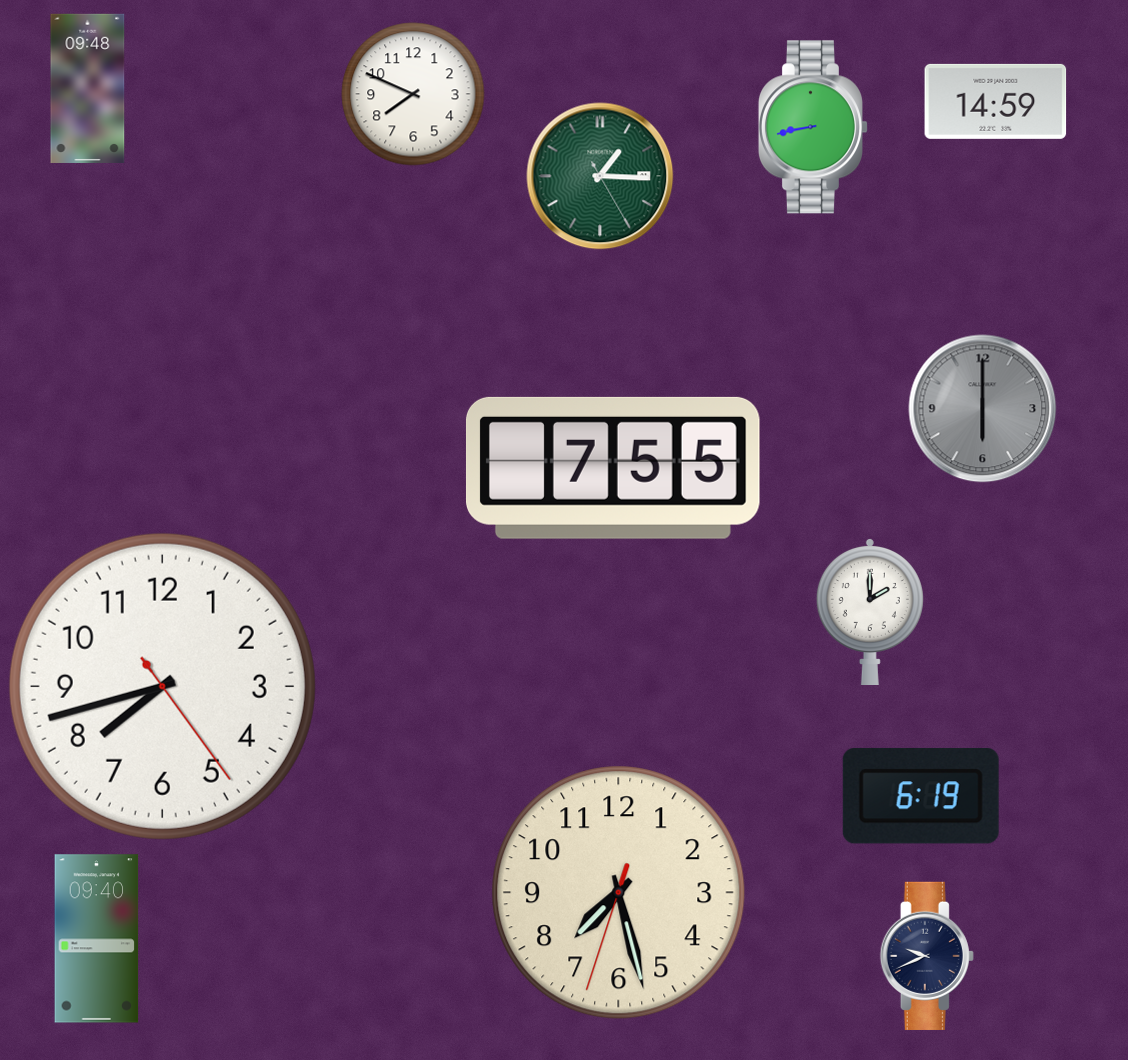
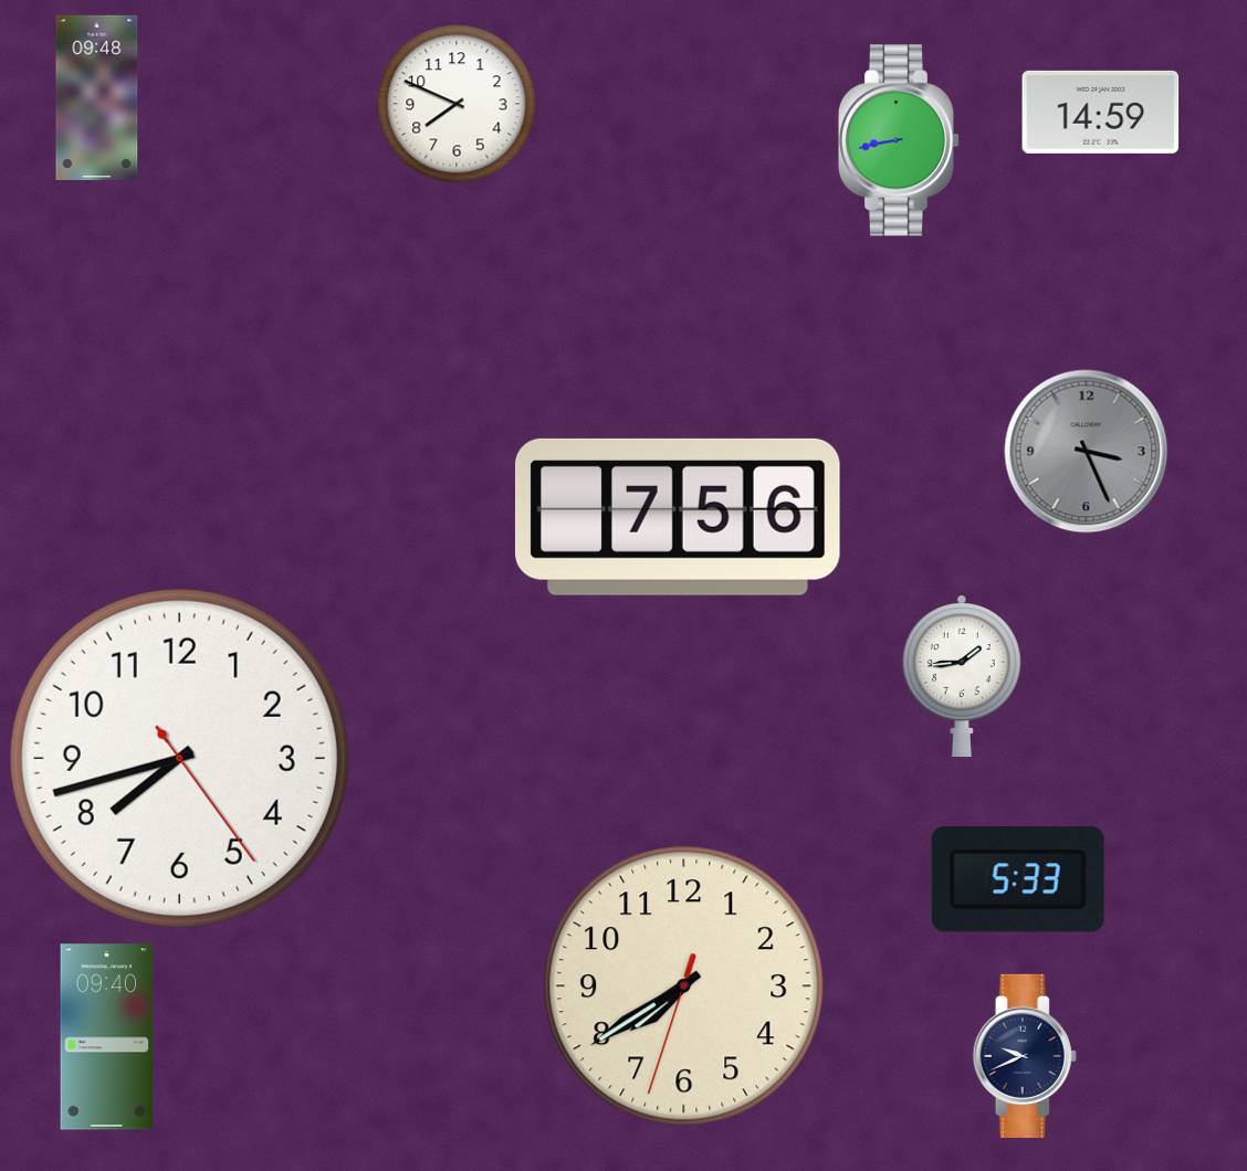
clock at (600, 176): 1:15 -> none
clock at (983, 409): 6:00 -> 3:26
clock at (613, 468): 7:55 -> 7:56
clock at (870, 611): 2:00 -> 1:44
clock at (921, 796): 6:19 -> 5:33
clock at (619, 893): 7:27 -> 7:39
